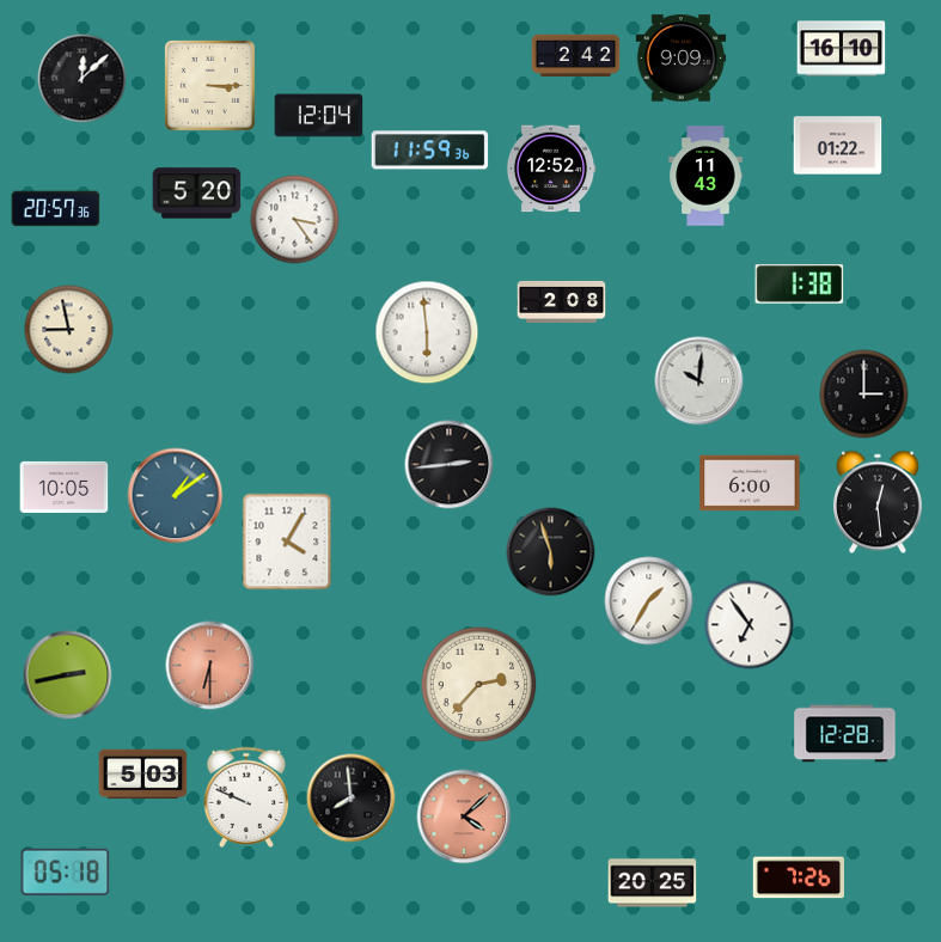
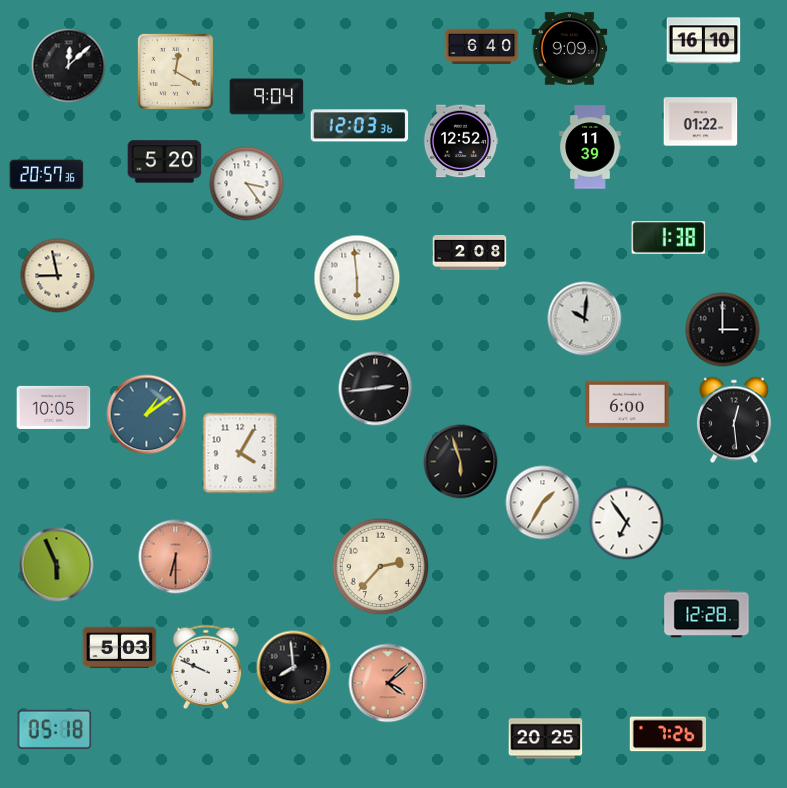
clock at (576, 56): 2:42 -> 6:40
clock at (209, 85): 3:15 -> 12:20
clock at (319, 116): 12:04 -> 9:04
clock at (430, 151): 11:59 -> 12:03
clock at (705, 176): 11:43 -> 11:39
clock at (68, 675): 2:43 -> 5:56
clock at (479, 685) position: (479, 685) -> (381, 567)
